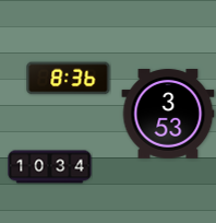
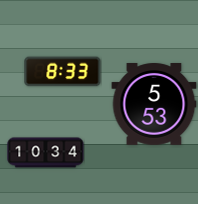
clock at (69, 79): 8:36 -> 8:33
clock at (168, 115): 3:53 -> 5:53
